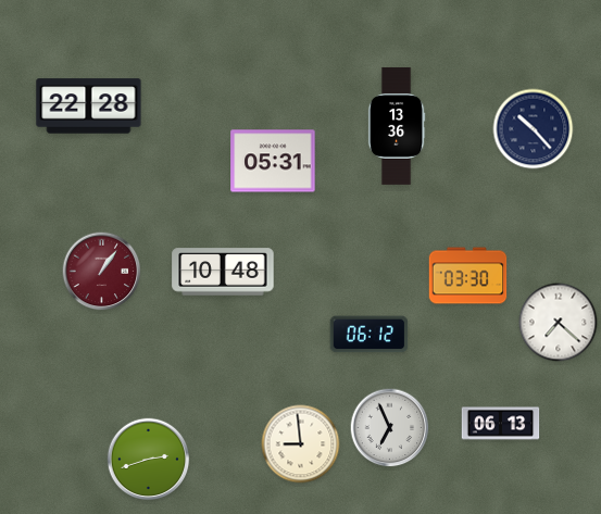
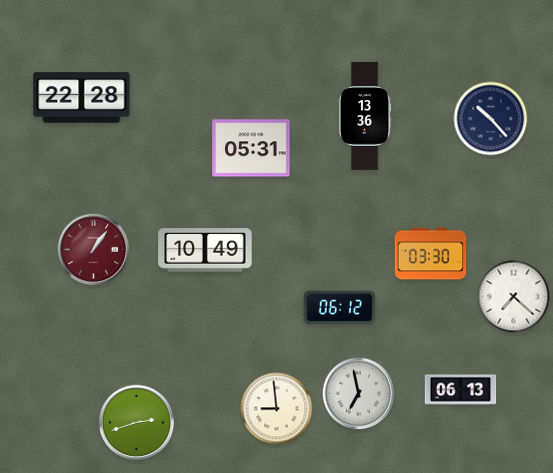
clock at (223, 272): 10:48 -> 10:49
clock at (390, 428): 6:56 -> 6:58
